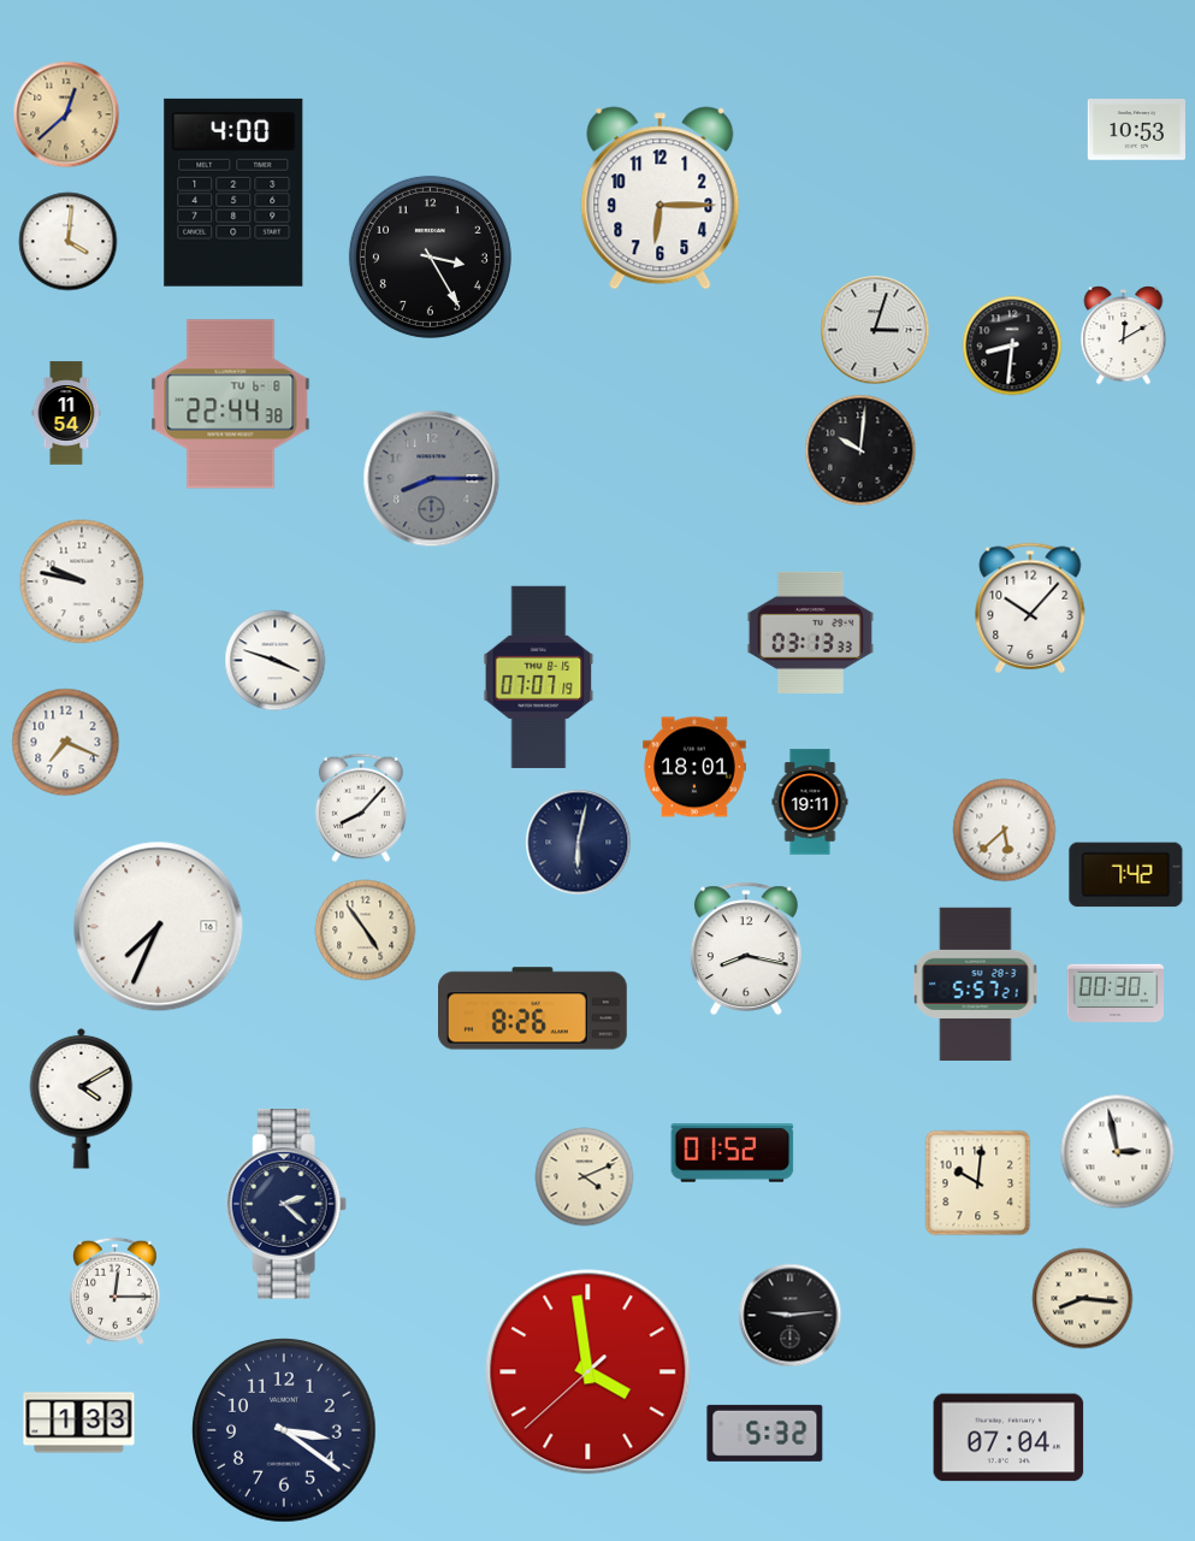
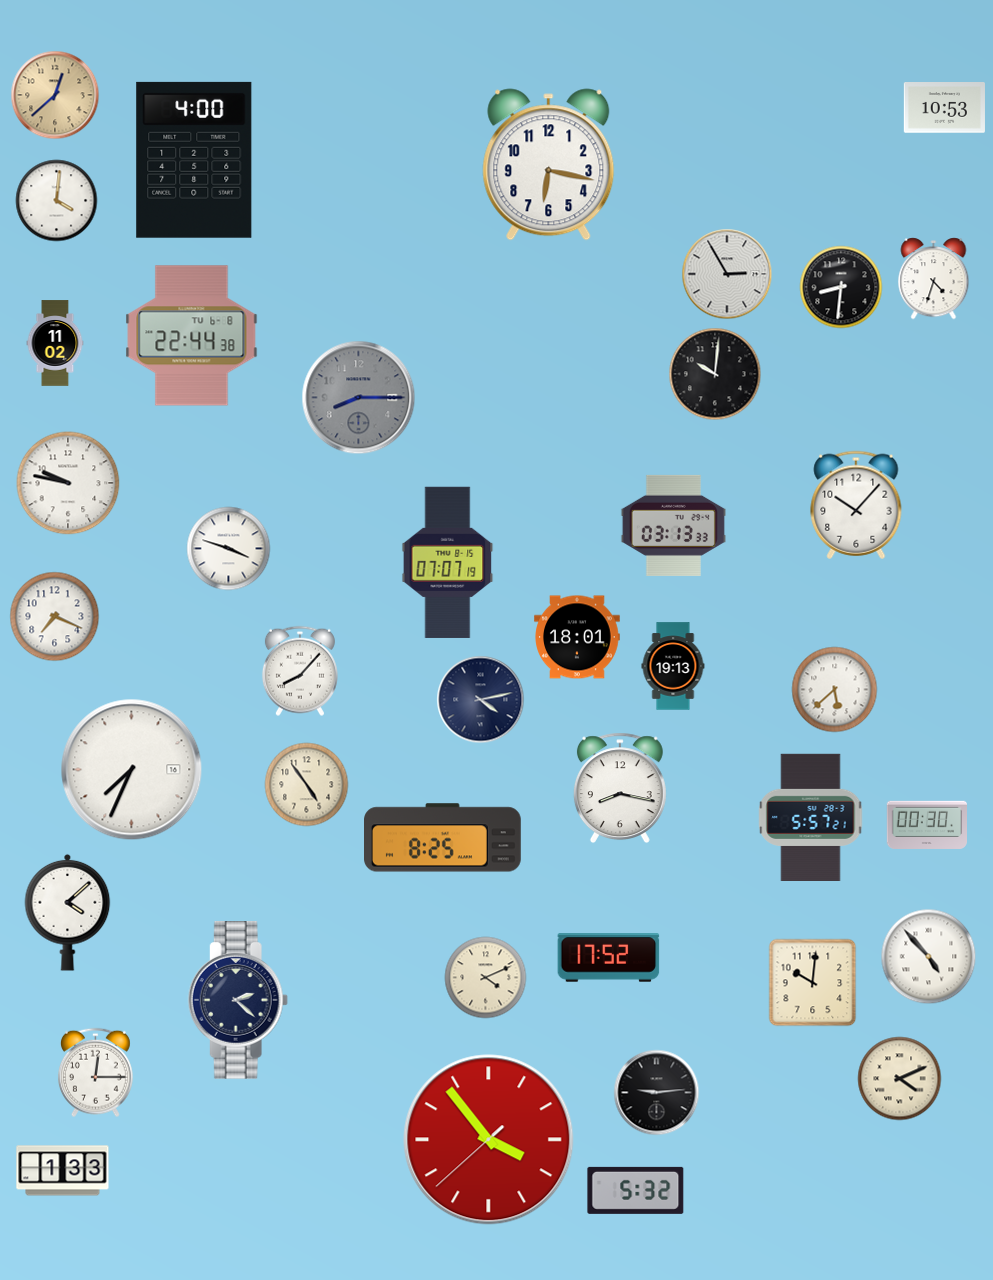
clock at (661, 199): 6:15 -> 6:17
clock at (430, 256): 3:25 -> none
clock at (875, 330): 3:03 -> 2:55
clock at (1124, 336): 12:10 -> 4:33
clock at (66, 413): 11:54 -> 11:02
clock at (810, 802): 19:11 -> 19:13
clock at (579, 843): 6:02 -> 4:13
clock at (1126, 875): 7:42 -> none
clock at (366, 931) position: (366, 931) -> (307, 785)
clock at (533, 1009): 8:26 -> 8:25
clock at (82, 1098): 4:10 -> 4:08
clock at (1118, 1152): 2:58 -> 4:53
clock at (733, 1153): 01:52 -> 17:52
clock at (1083, 1299): 8:16 -> 4:11
clock at (588, 1372): 3:58 -> 3:53
clock at (79, 1423) position: (79, 1423) -> (63, 1171)
clock at (284, 1430): 3:21 -> none
clock at (1008, 1437): 07:04 -> none
